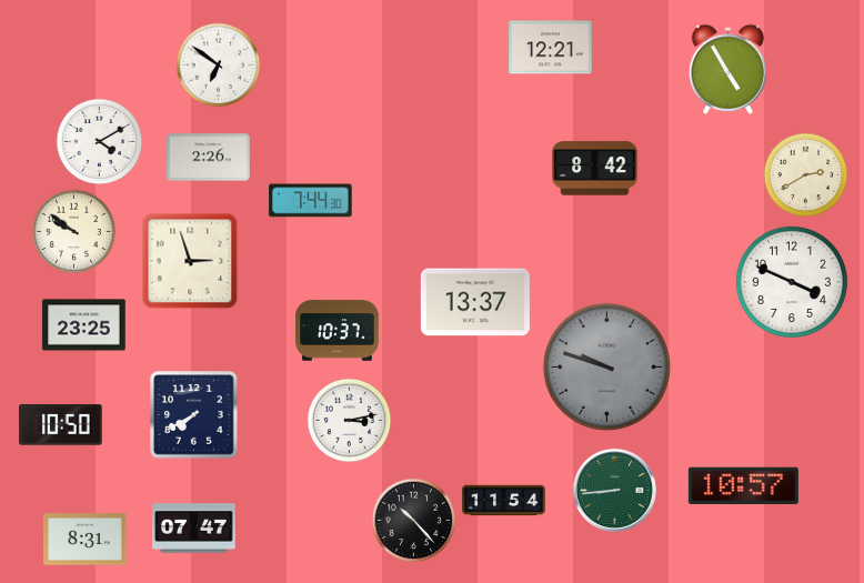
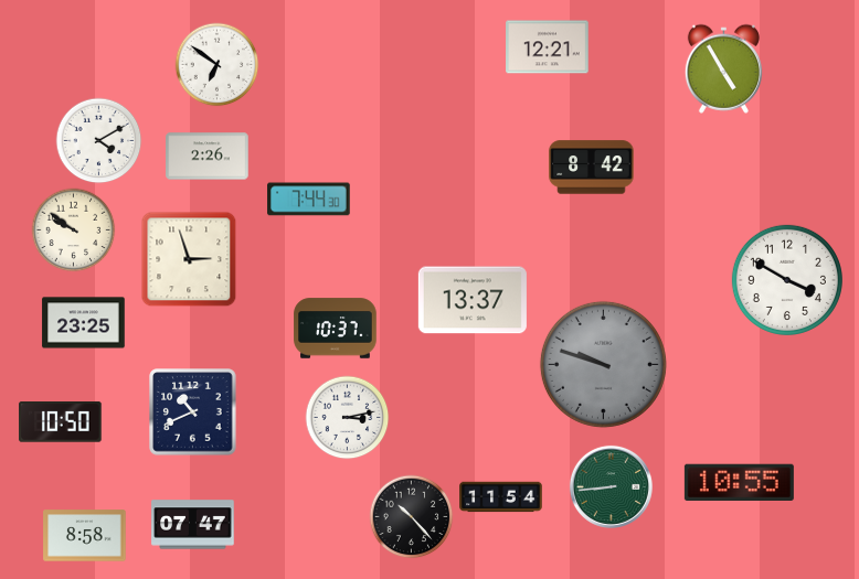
clock at (806, 175): 2:40 -> none
clock at (792, 282): 3:49 -> 3:50
clock at (194, 415): 7:40 -> 10:41
clock at (743, 485): 10:57 -> 10:55
clock at (86, 540): 8:31 -> 8:58
